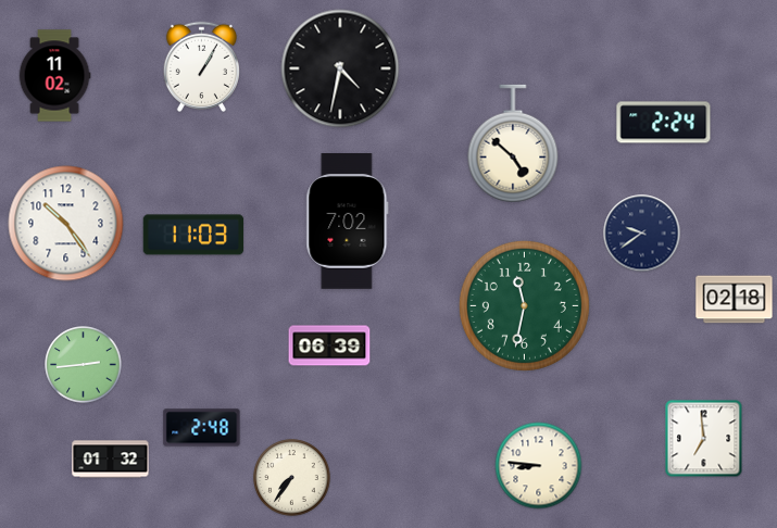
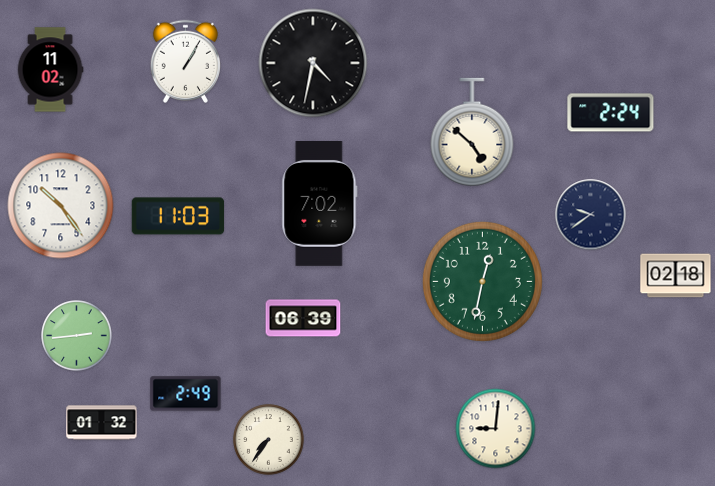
clock at (524, 305): 11:32 -> 12:32
clock at (202, 428): 2:48 -> 2:49
clock at (704, 439): 6:59 -> none
clock at (539, 466): 8:46 -> 9:01
